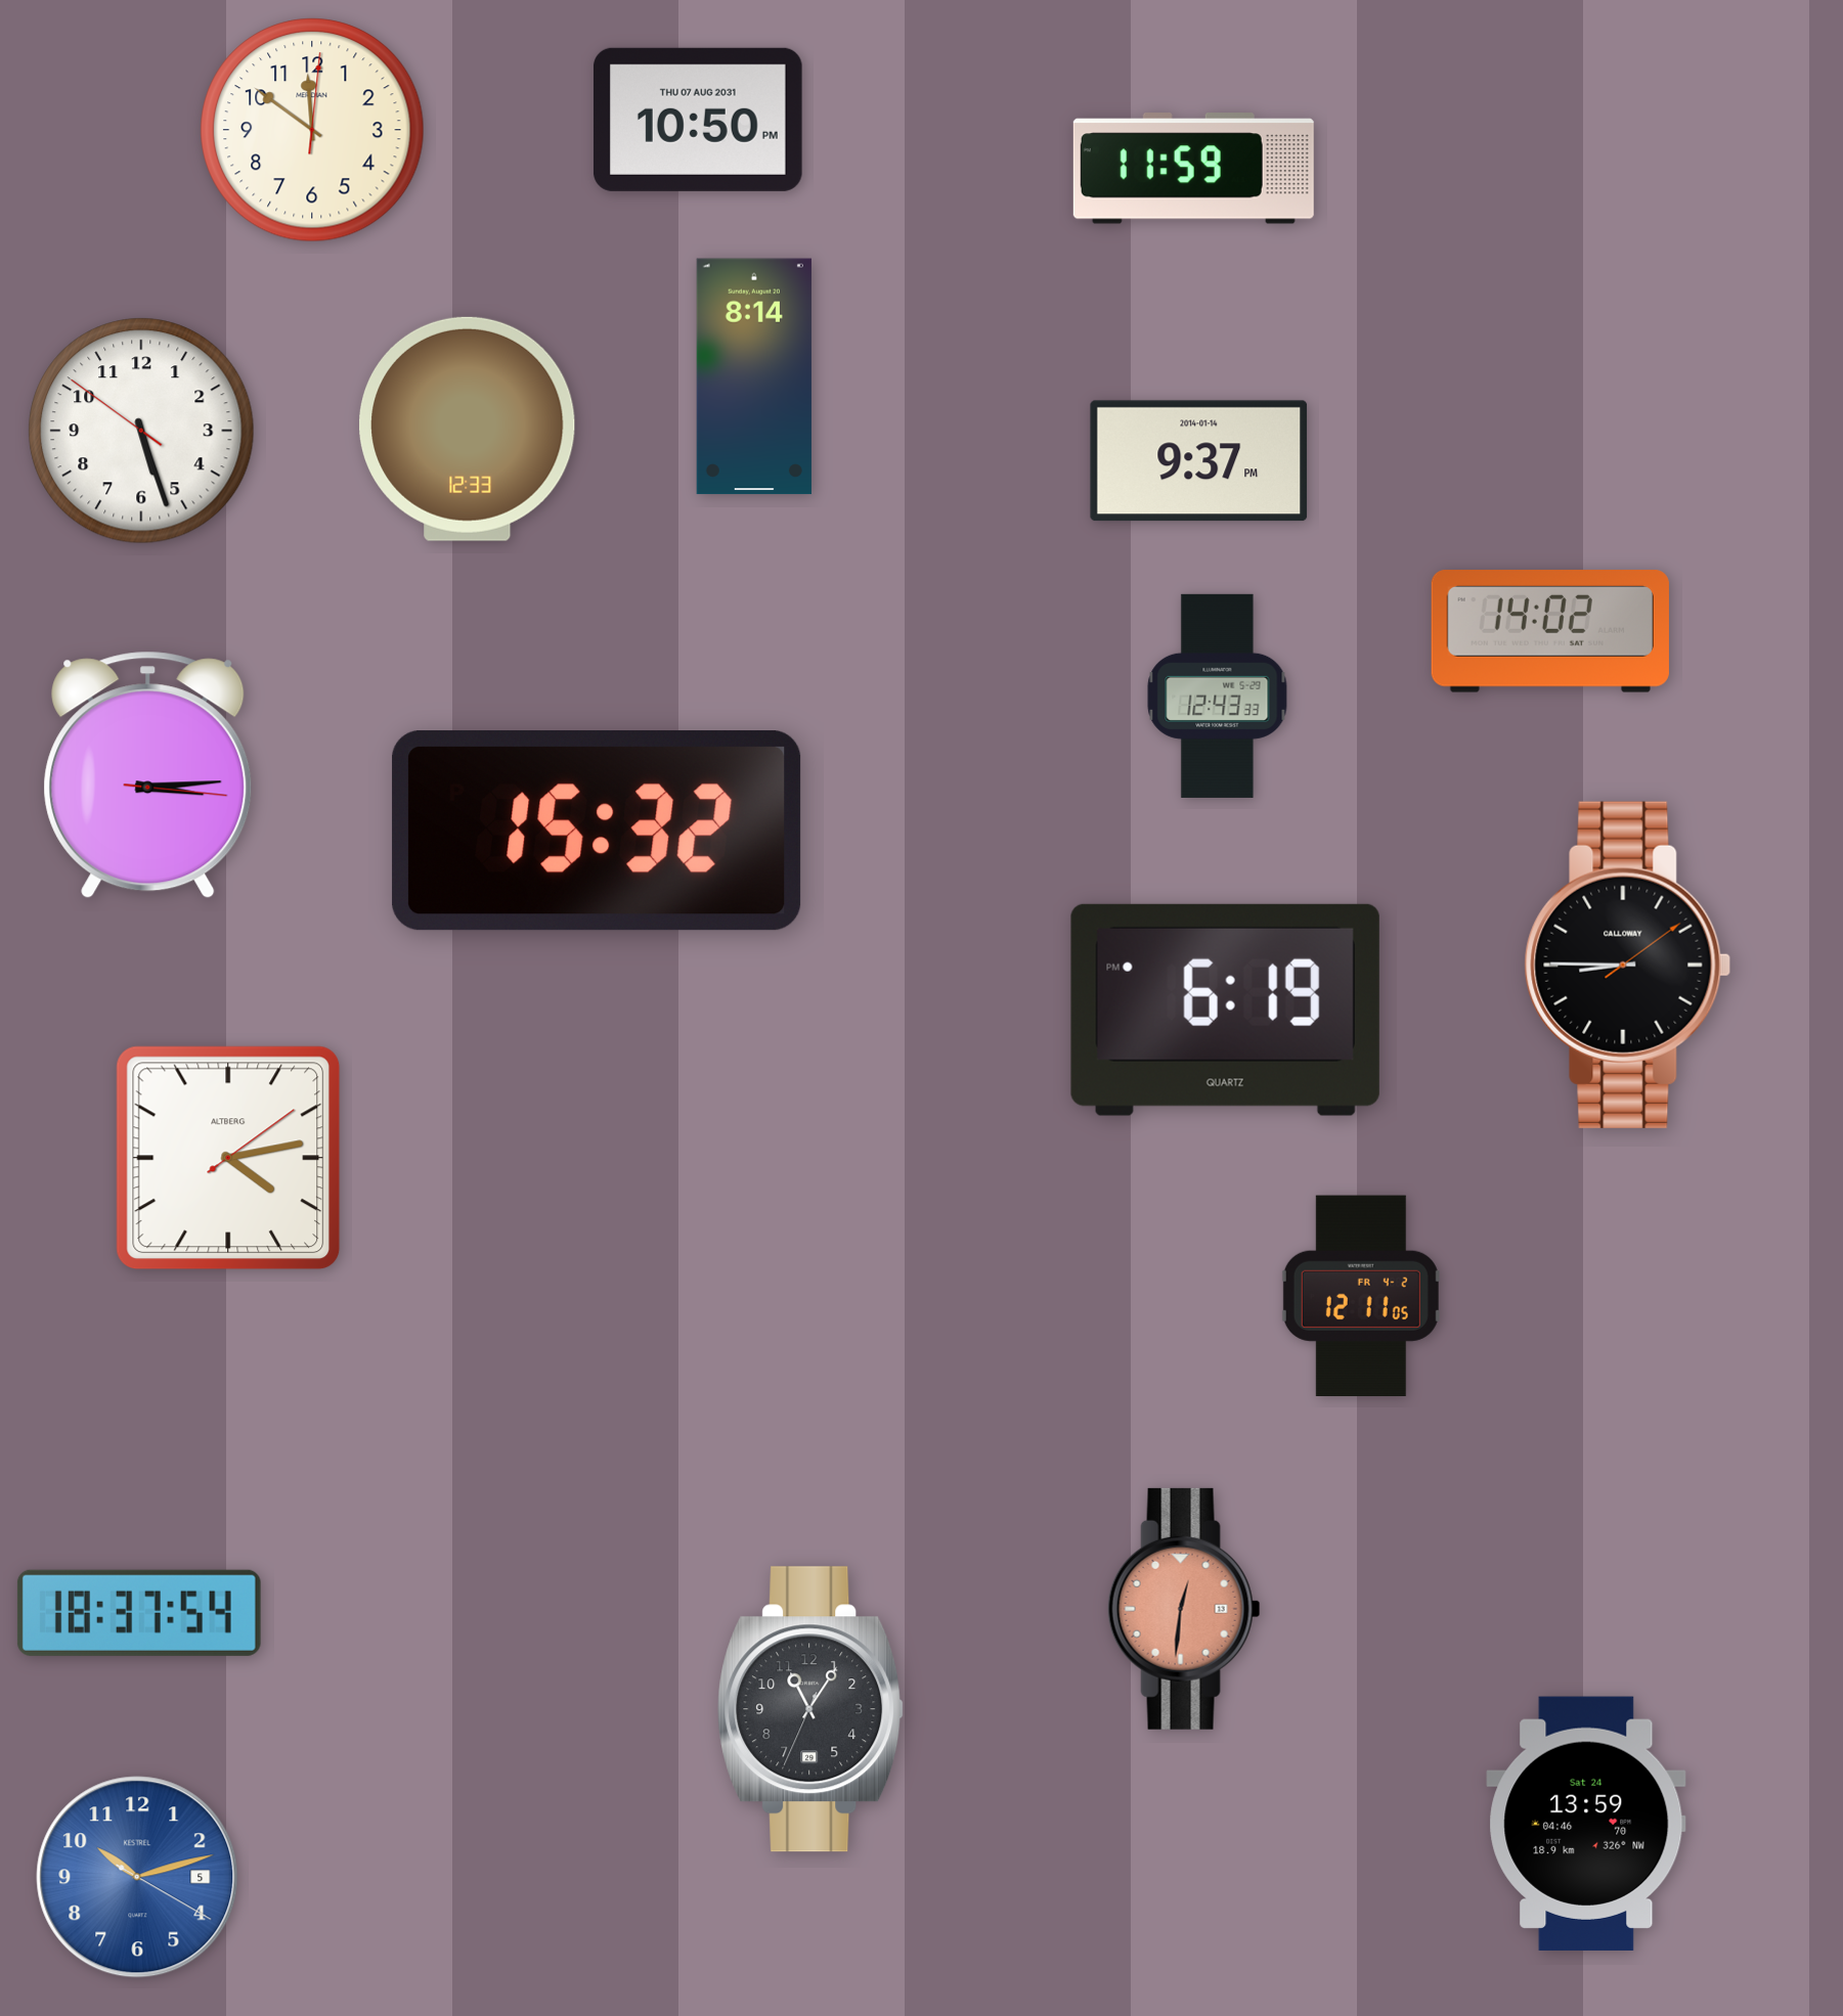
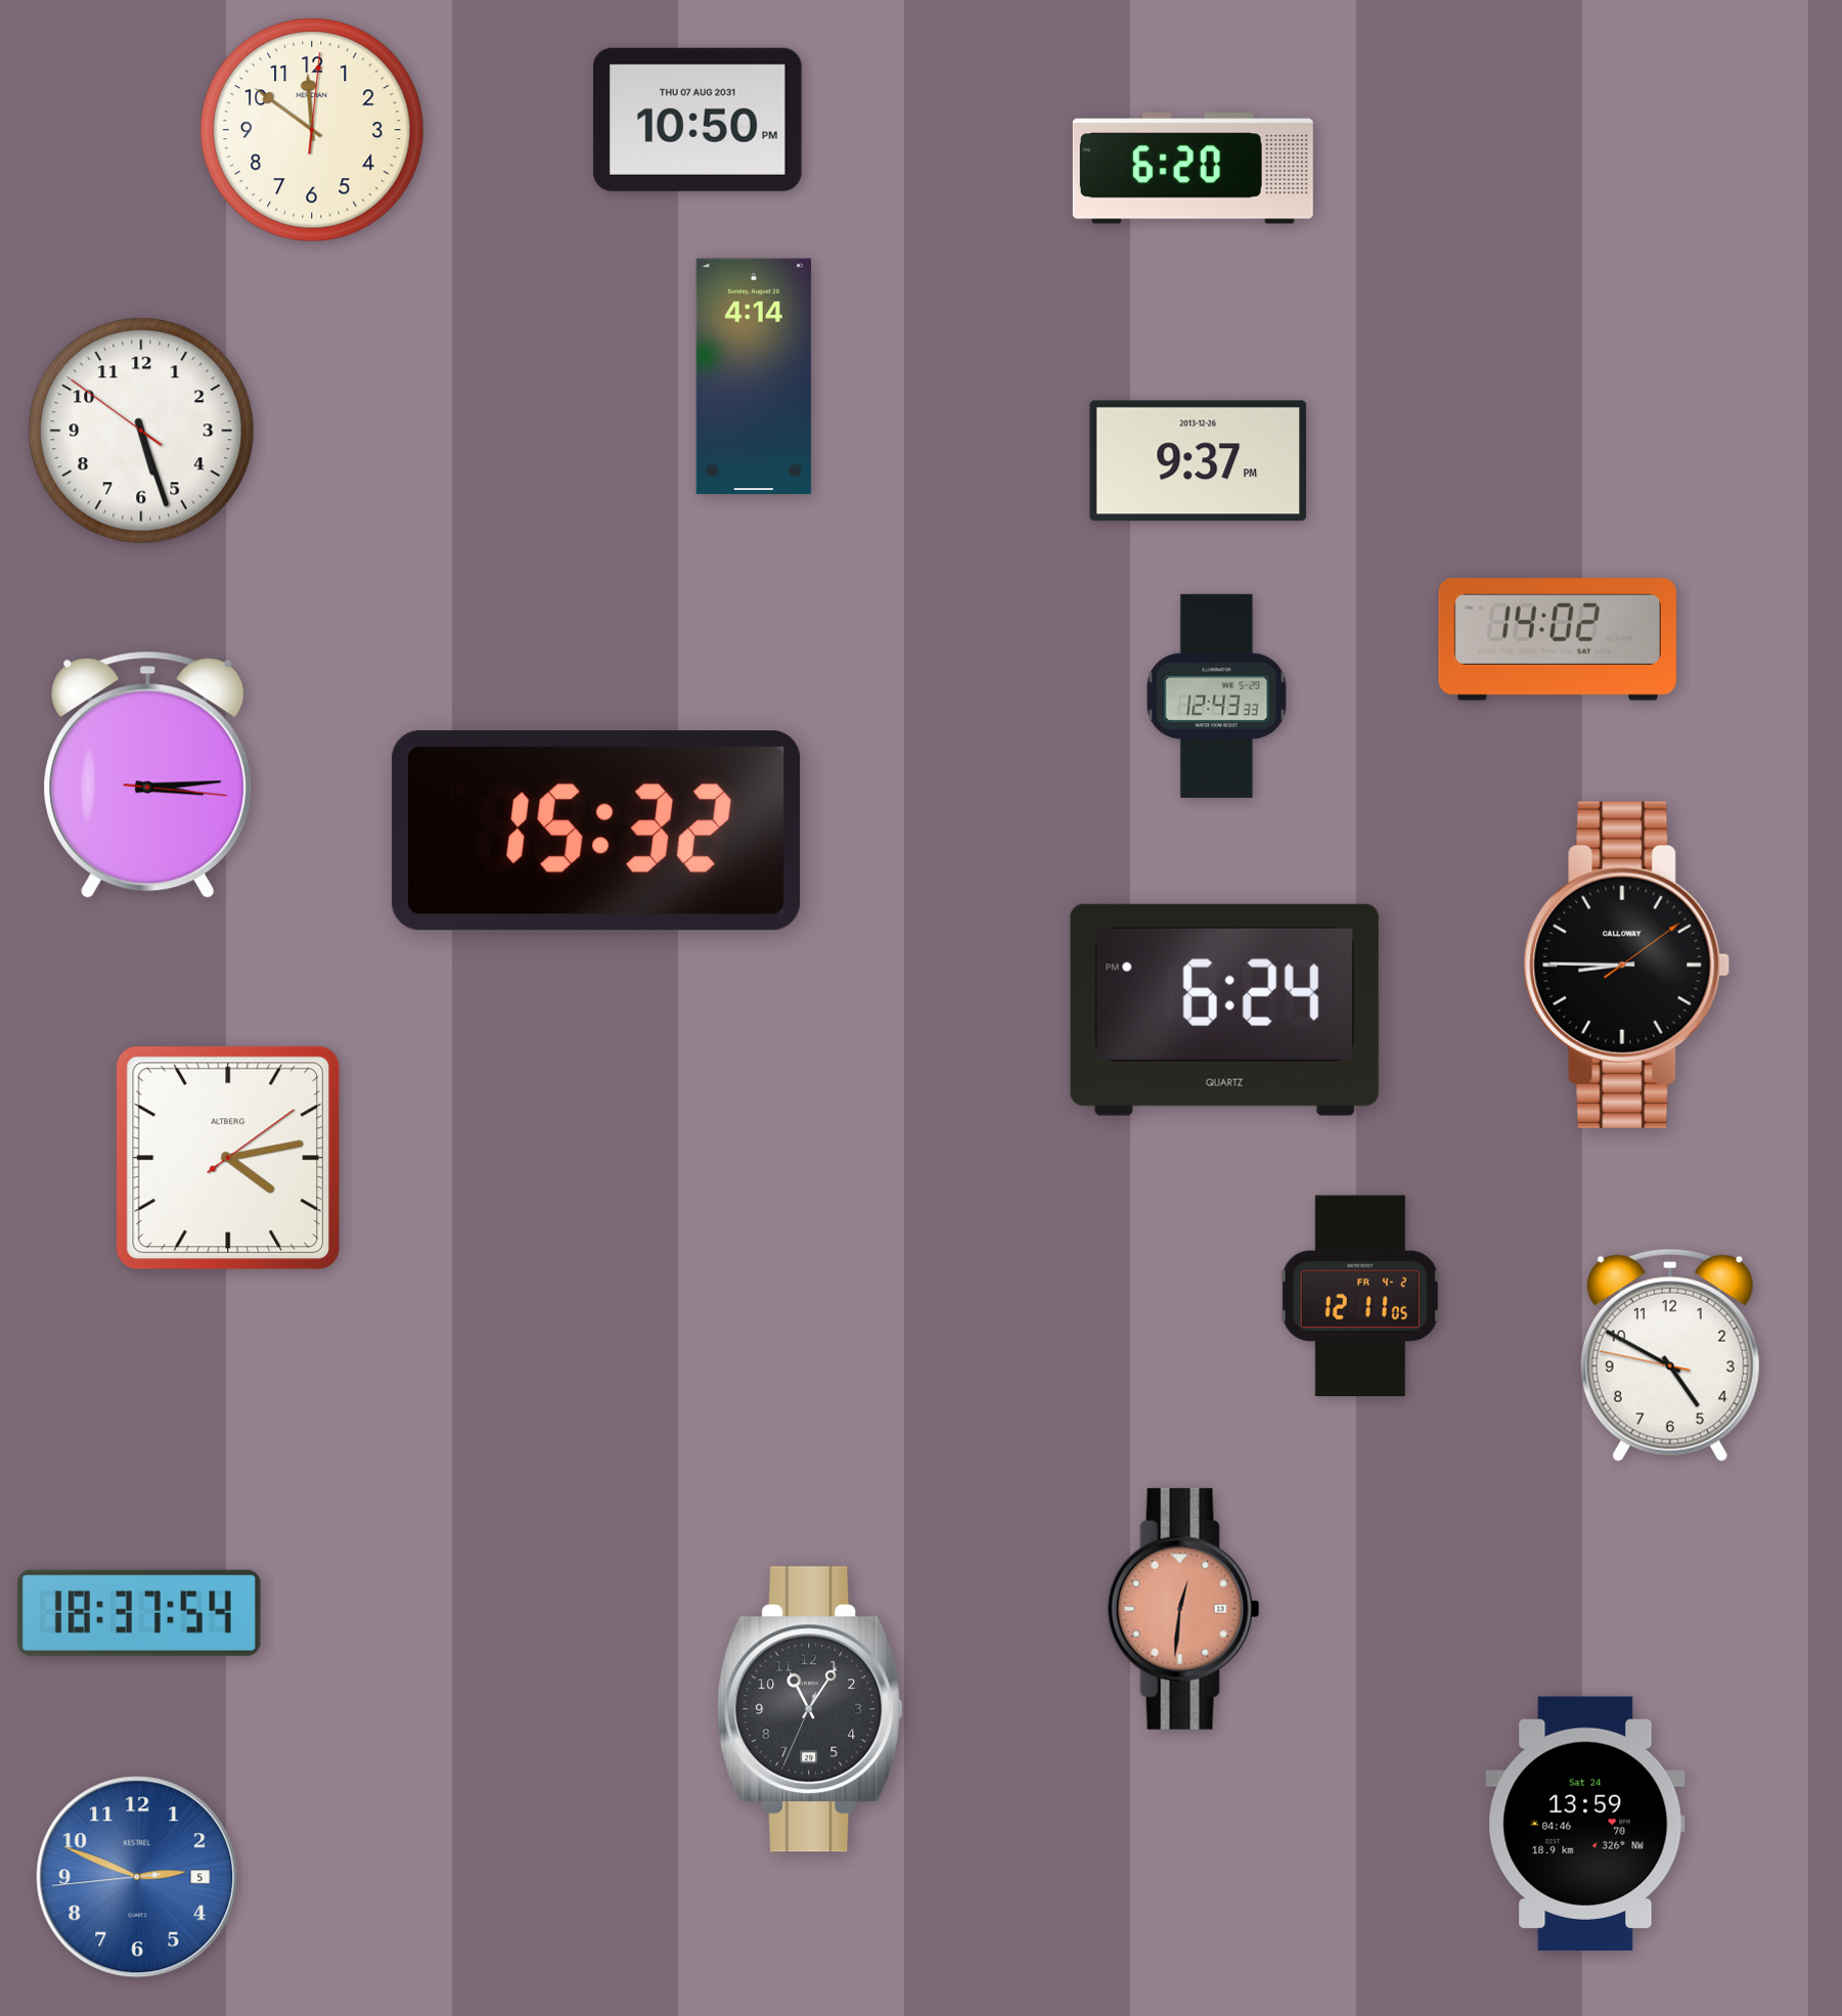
clock at (1193, 169): 11:59 -> 6:20
clock at (754, 376): 8:14 -> 4:14
clock at (468, 429): 12:33 -> none
clock at (1199, 461) date: 2014-01-14 -> 2013-12-26
clock at (1550, 631) position: (1550, 631) -> (1558, 639)
clock at (1225, 1010): 6:19 -> 6:24
clock at (1670, 1355): none -> 4:49
clock at (137, 1877): 10:12 -> 2:48
